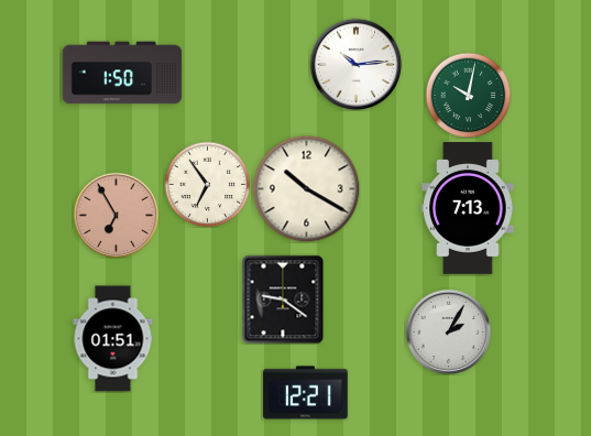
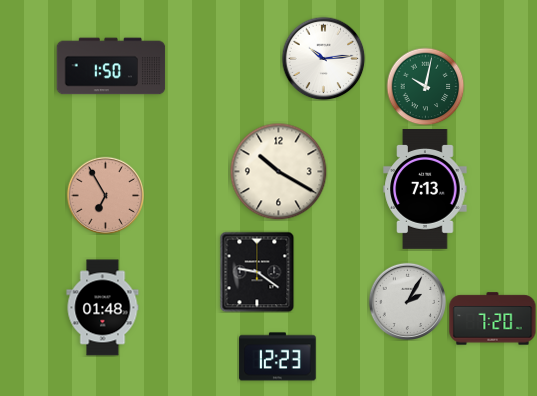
clock at (207, 184): 6:54 -> none
clock at (113, 339): 01:51 -> 01:48
clock at (493, 319): none -> 7:20
clock at (306, 393): 12:21 -> 12:23
